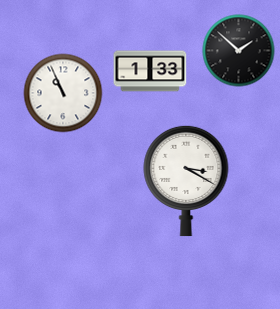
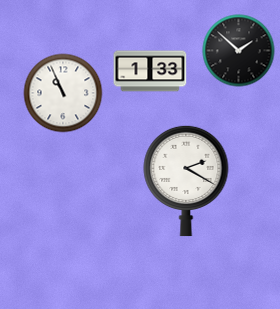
clock at (186, 181): 3:20 -> 2:20
